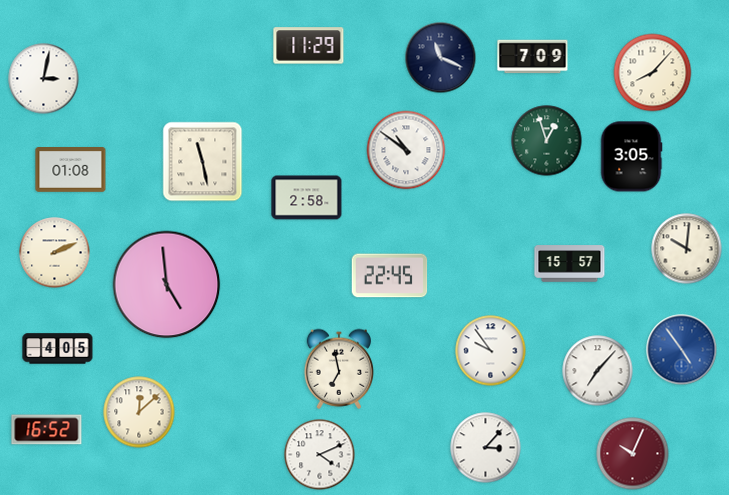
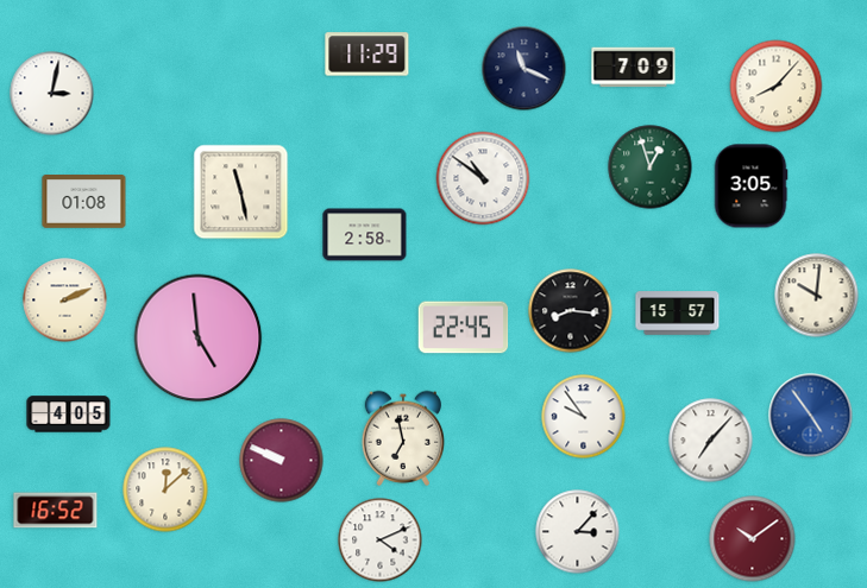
clock at (571, 311): none -> 8:16
clock at (282, 461): none -> 9:49
clock at (633, 454): 10:04 -> 10:09
